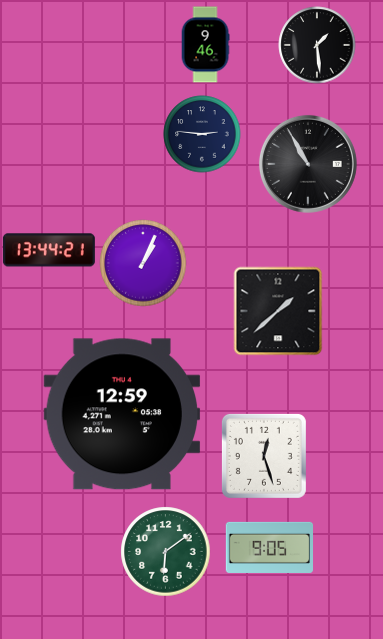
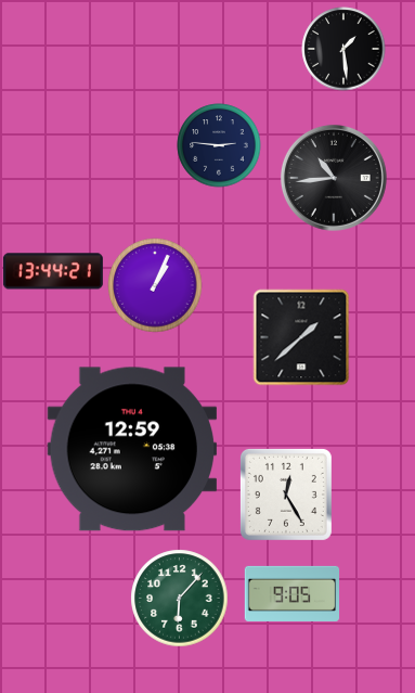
clock at (205, 45): 9:46 -> none
clock at (308, 164): 10:55 -> 10:44
clock at (264, 456): 12:27 -> 12:25
clock at (166, 552): 6:09 -> 6:07
